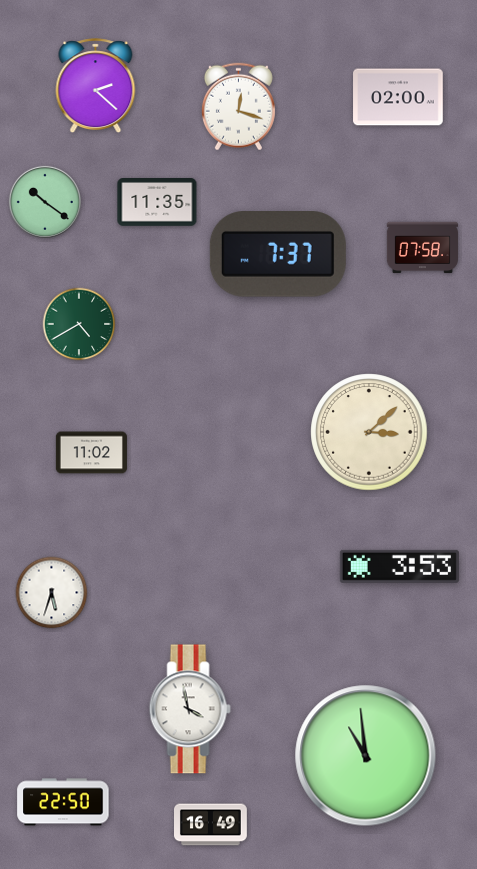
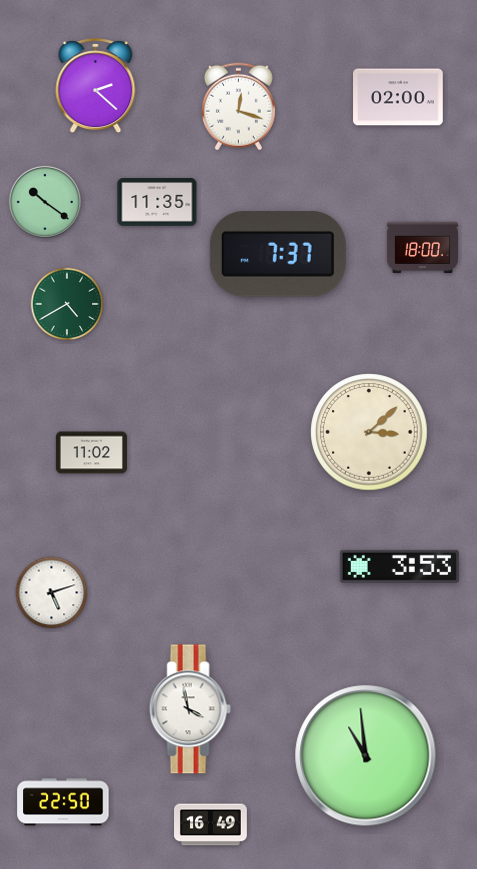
clock at (422, 248): 07:58 -> 18:00
clock at (79, 324) position: (79, 324) -> (67, 304)
clock at (52, 593): 5:33 -> 5:12
